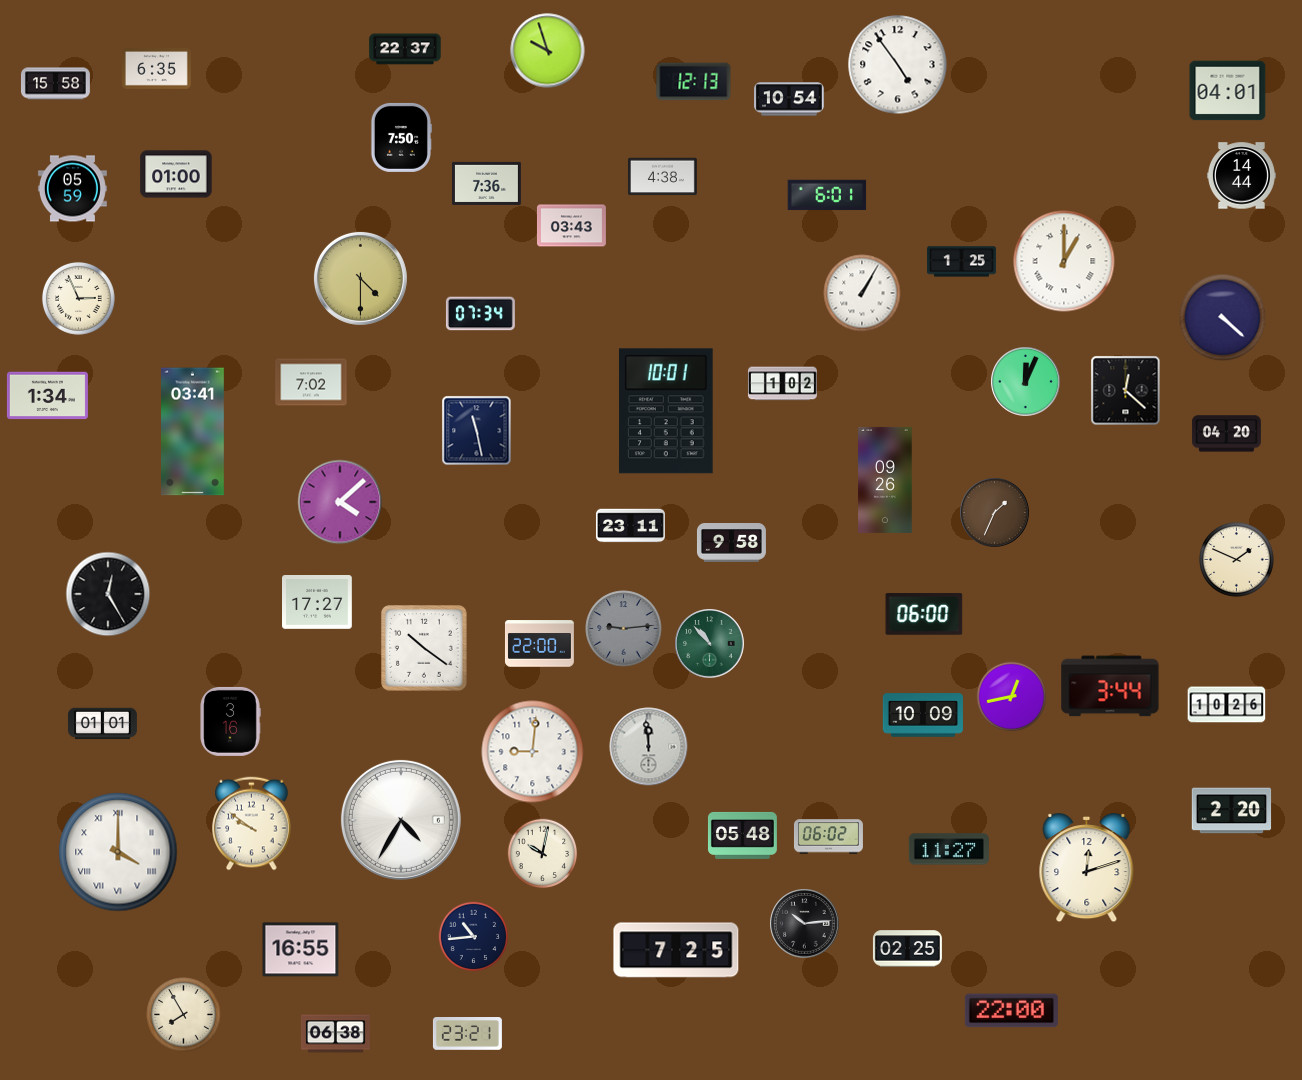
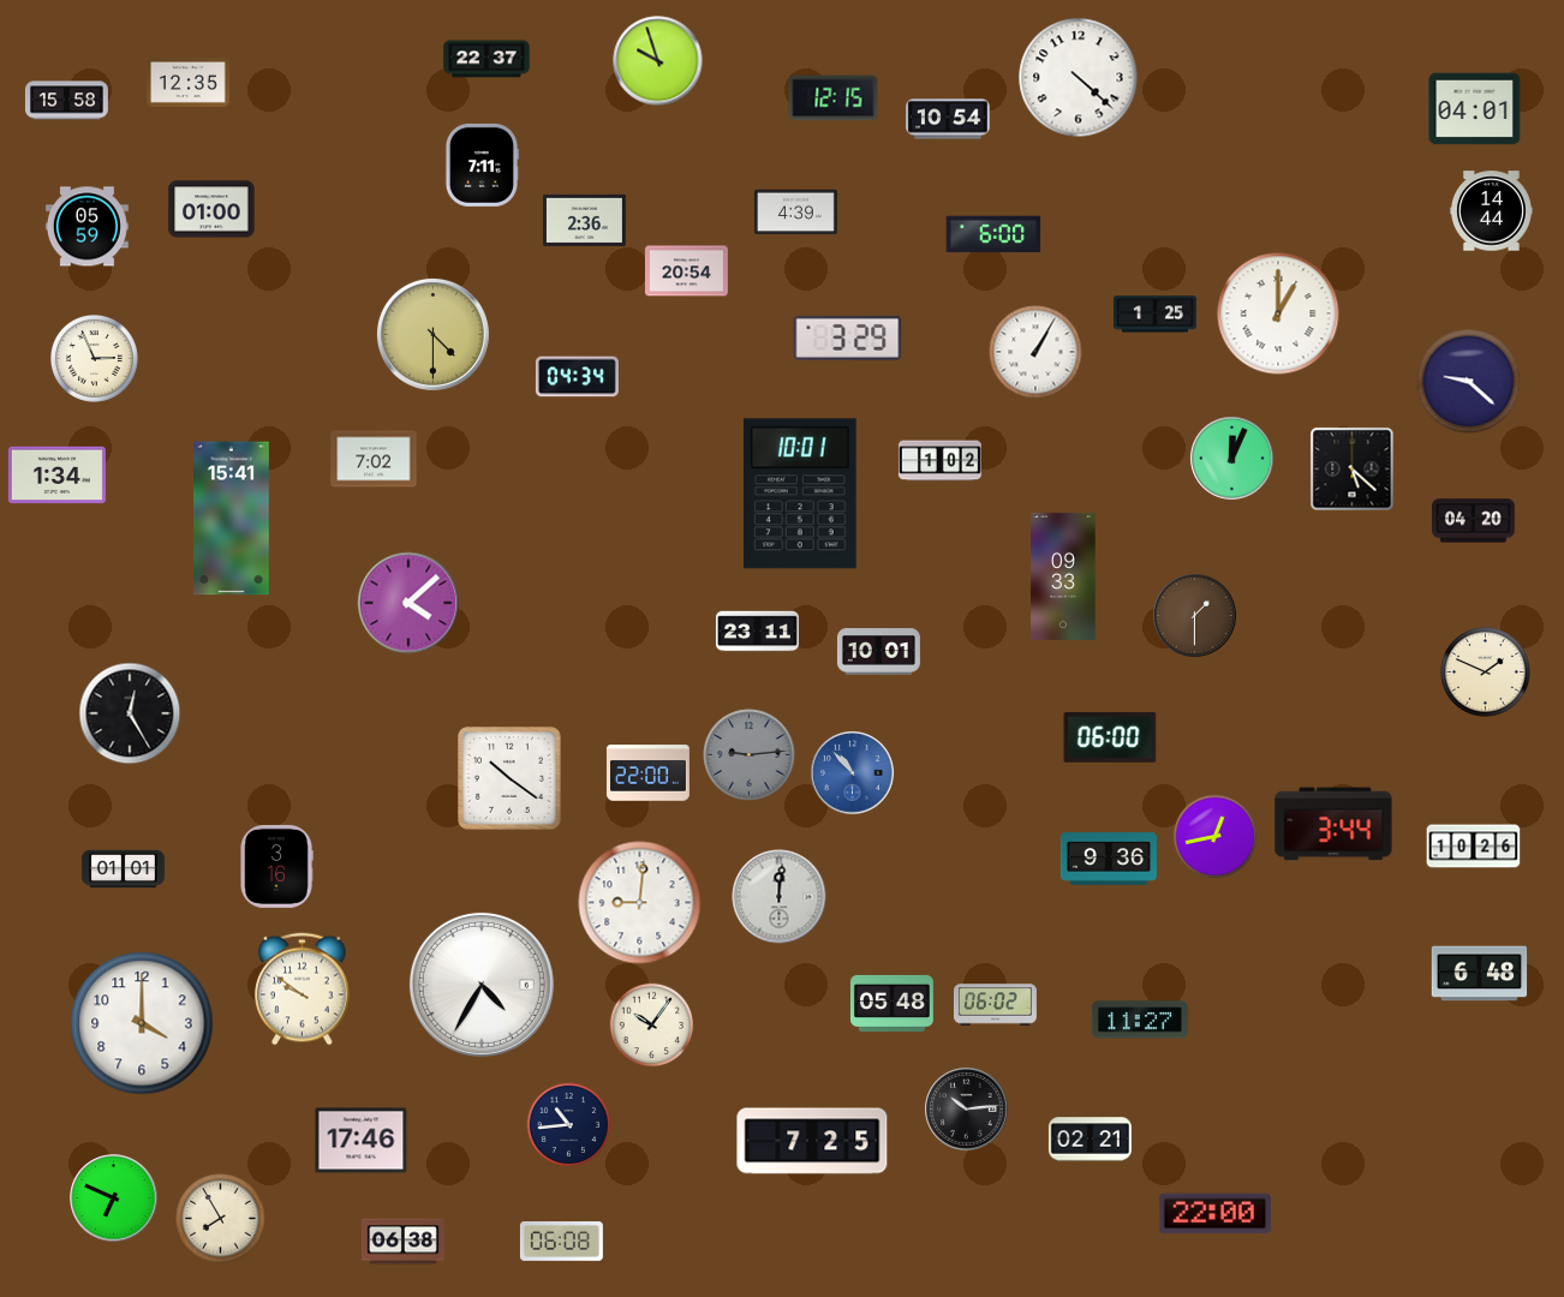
clock at (898, 65): 4:54 -> 4:22
clock at (156, 68): 6:35 -> 12:35
clock at (694, 82): 12:13 -> 12:15
clock at (401, 137): 7:50 -> 7:11
clock at (662, 177): 4:38 -> 4:39
clock at (486, 183): 7:36 -> 2:36
clock at (827, 195): 6:01 -> 6:00
clock at (571, 226): 03:43 -> 20:54
clock at (848, 337): none -> 3:29
clock at (480, 314): 07:34 -> 04:34
clock at (1223, 318): 4:22 -> 9:22
clock at (1126, 391): 12:22 -> 5:22
clock at (477, 431): 11:28 -> none
clock at (193, 432): 03:41 -> 15:41
clock at (885, 480): 09:26 -> 09:33
clock at (995, 513): 1:34 -> 1:30
clock at (731, 543): 9:58 -> 10:01
clock at (317, 603): 17:27 -> none
clock at (710, 644) dial: green -> blue
clock at (923, 715): 10:09 -> 9:36
clock at (649, 747): 11:59 -> 12:01
clock at (1232, 811): 2:20 -> 6:48
clock at (118, 852) numerals: Roman -> Arabic
clock at (543, 854): 10:02 -> 10:06
clock at (1087, 869): 12:12 -> none
clock at (907, 949): 02:25 -> 02:21
clock at (301, 950): 16:55 -> 17:46
clock at (114, 1199): none -> 6:49
clock at (467, 1034): 23:21 -> 06:08
